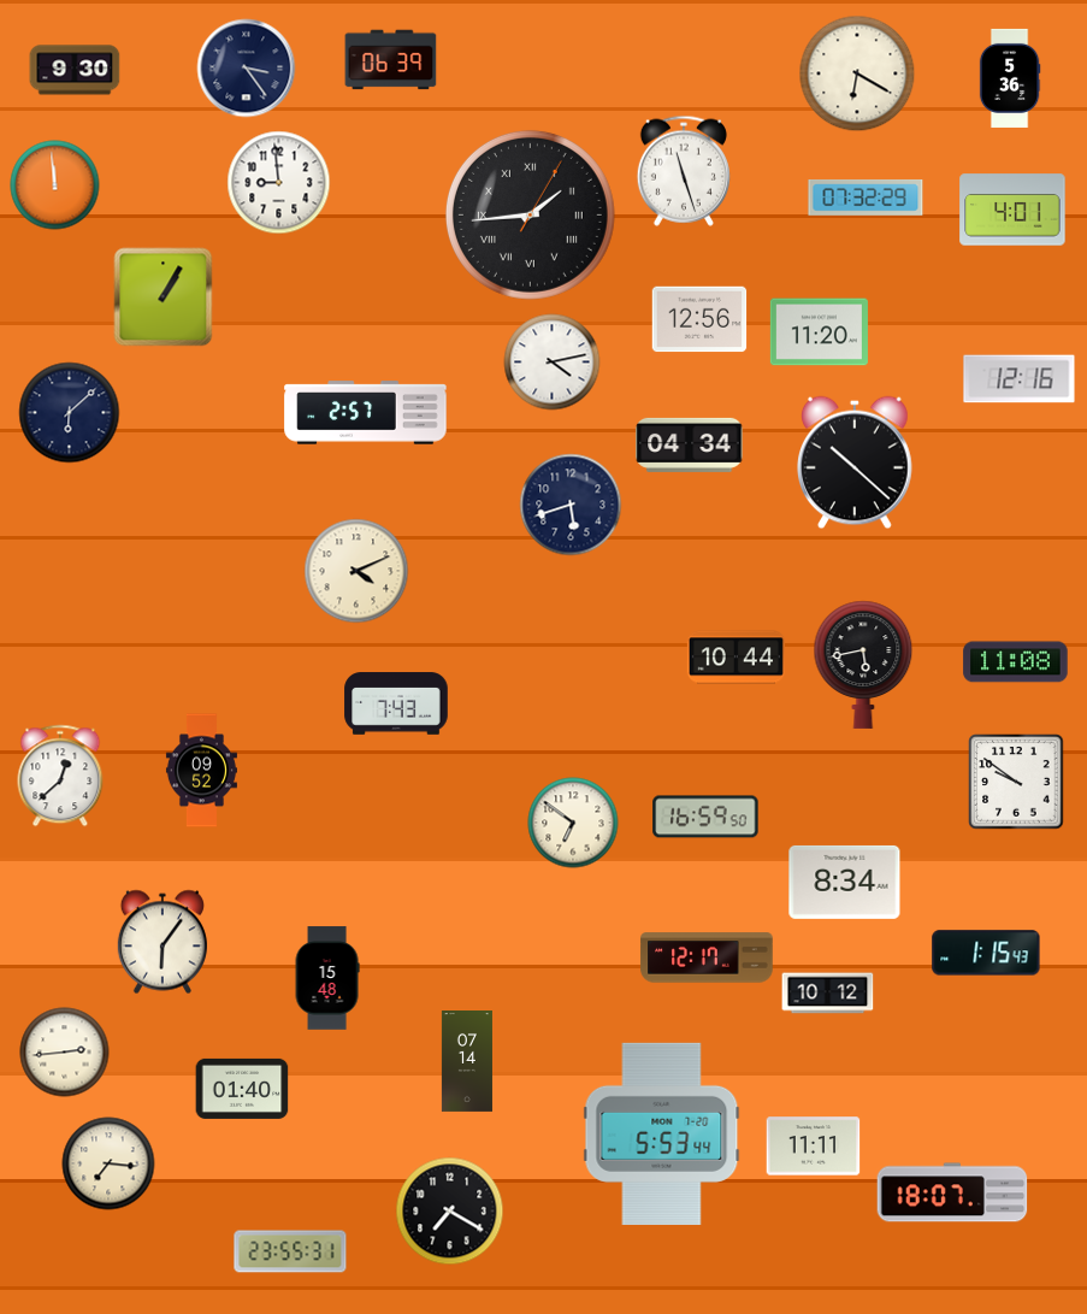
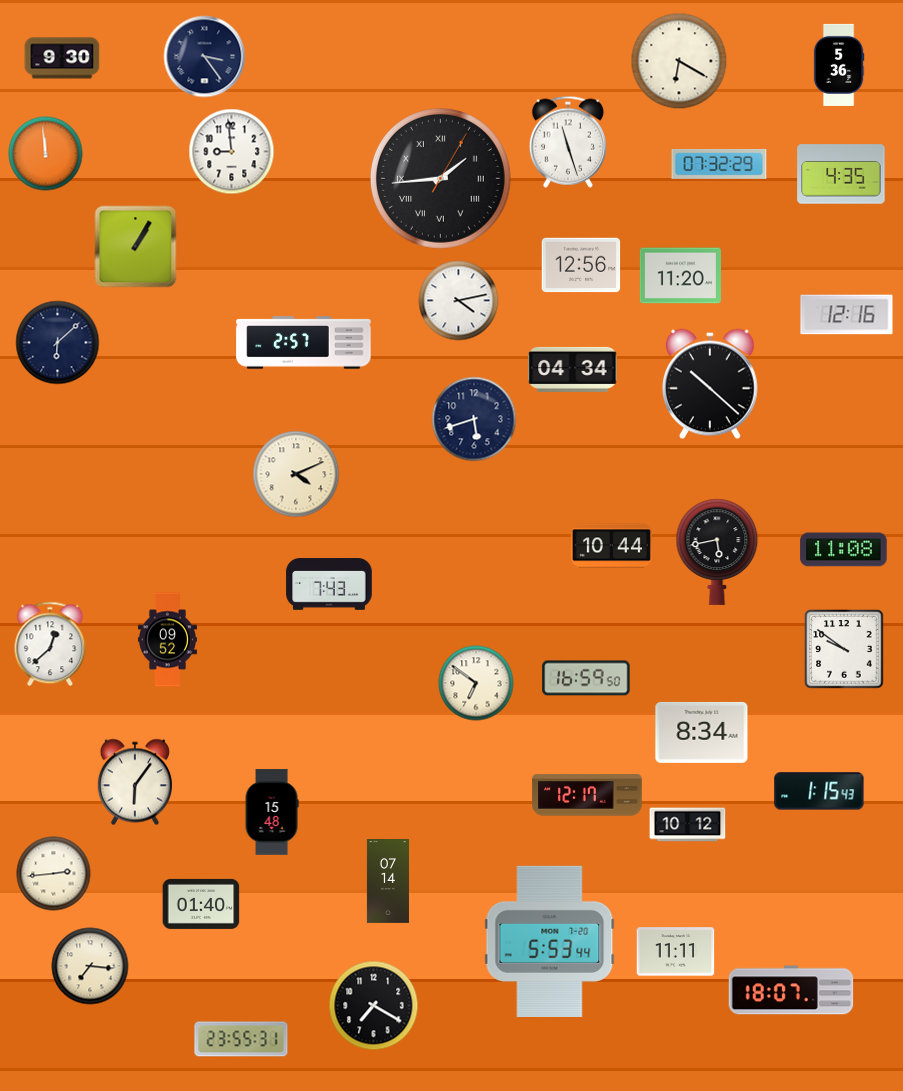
clock at (391, 60): 06:39 -> none
clock at (857, 73) position: (857, 73) -> (679, 61)
clock at (1012, 210): 4:01 -> 4:35
